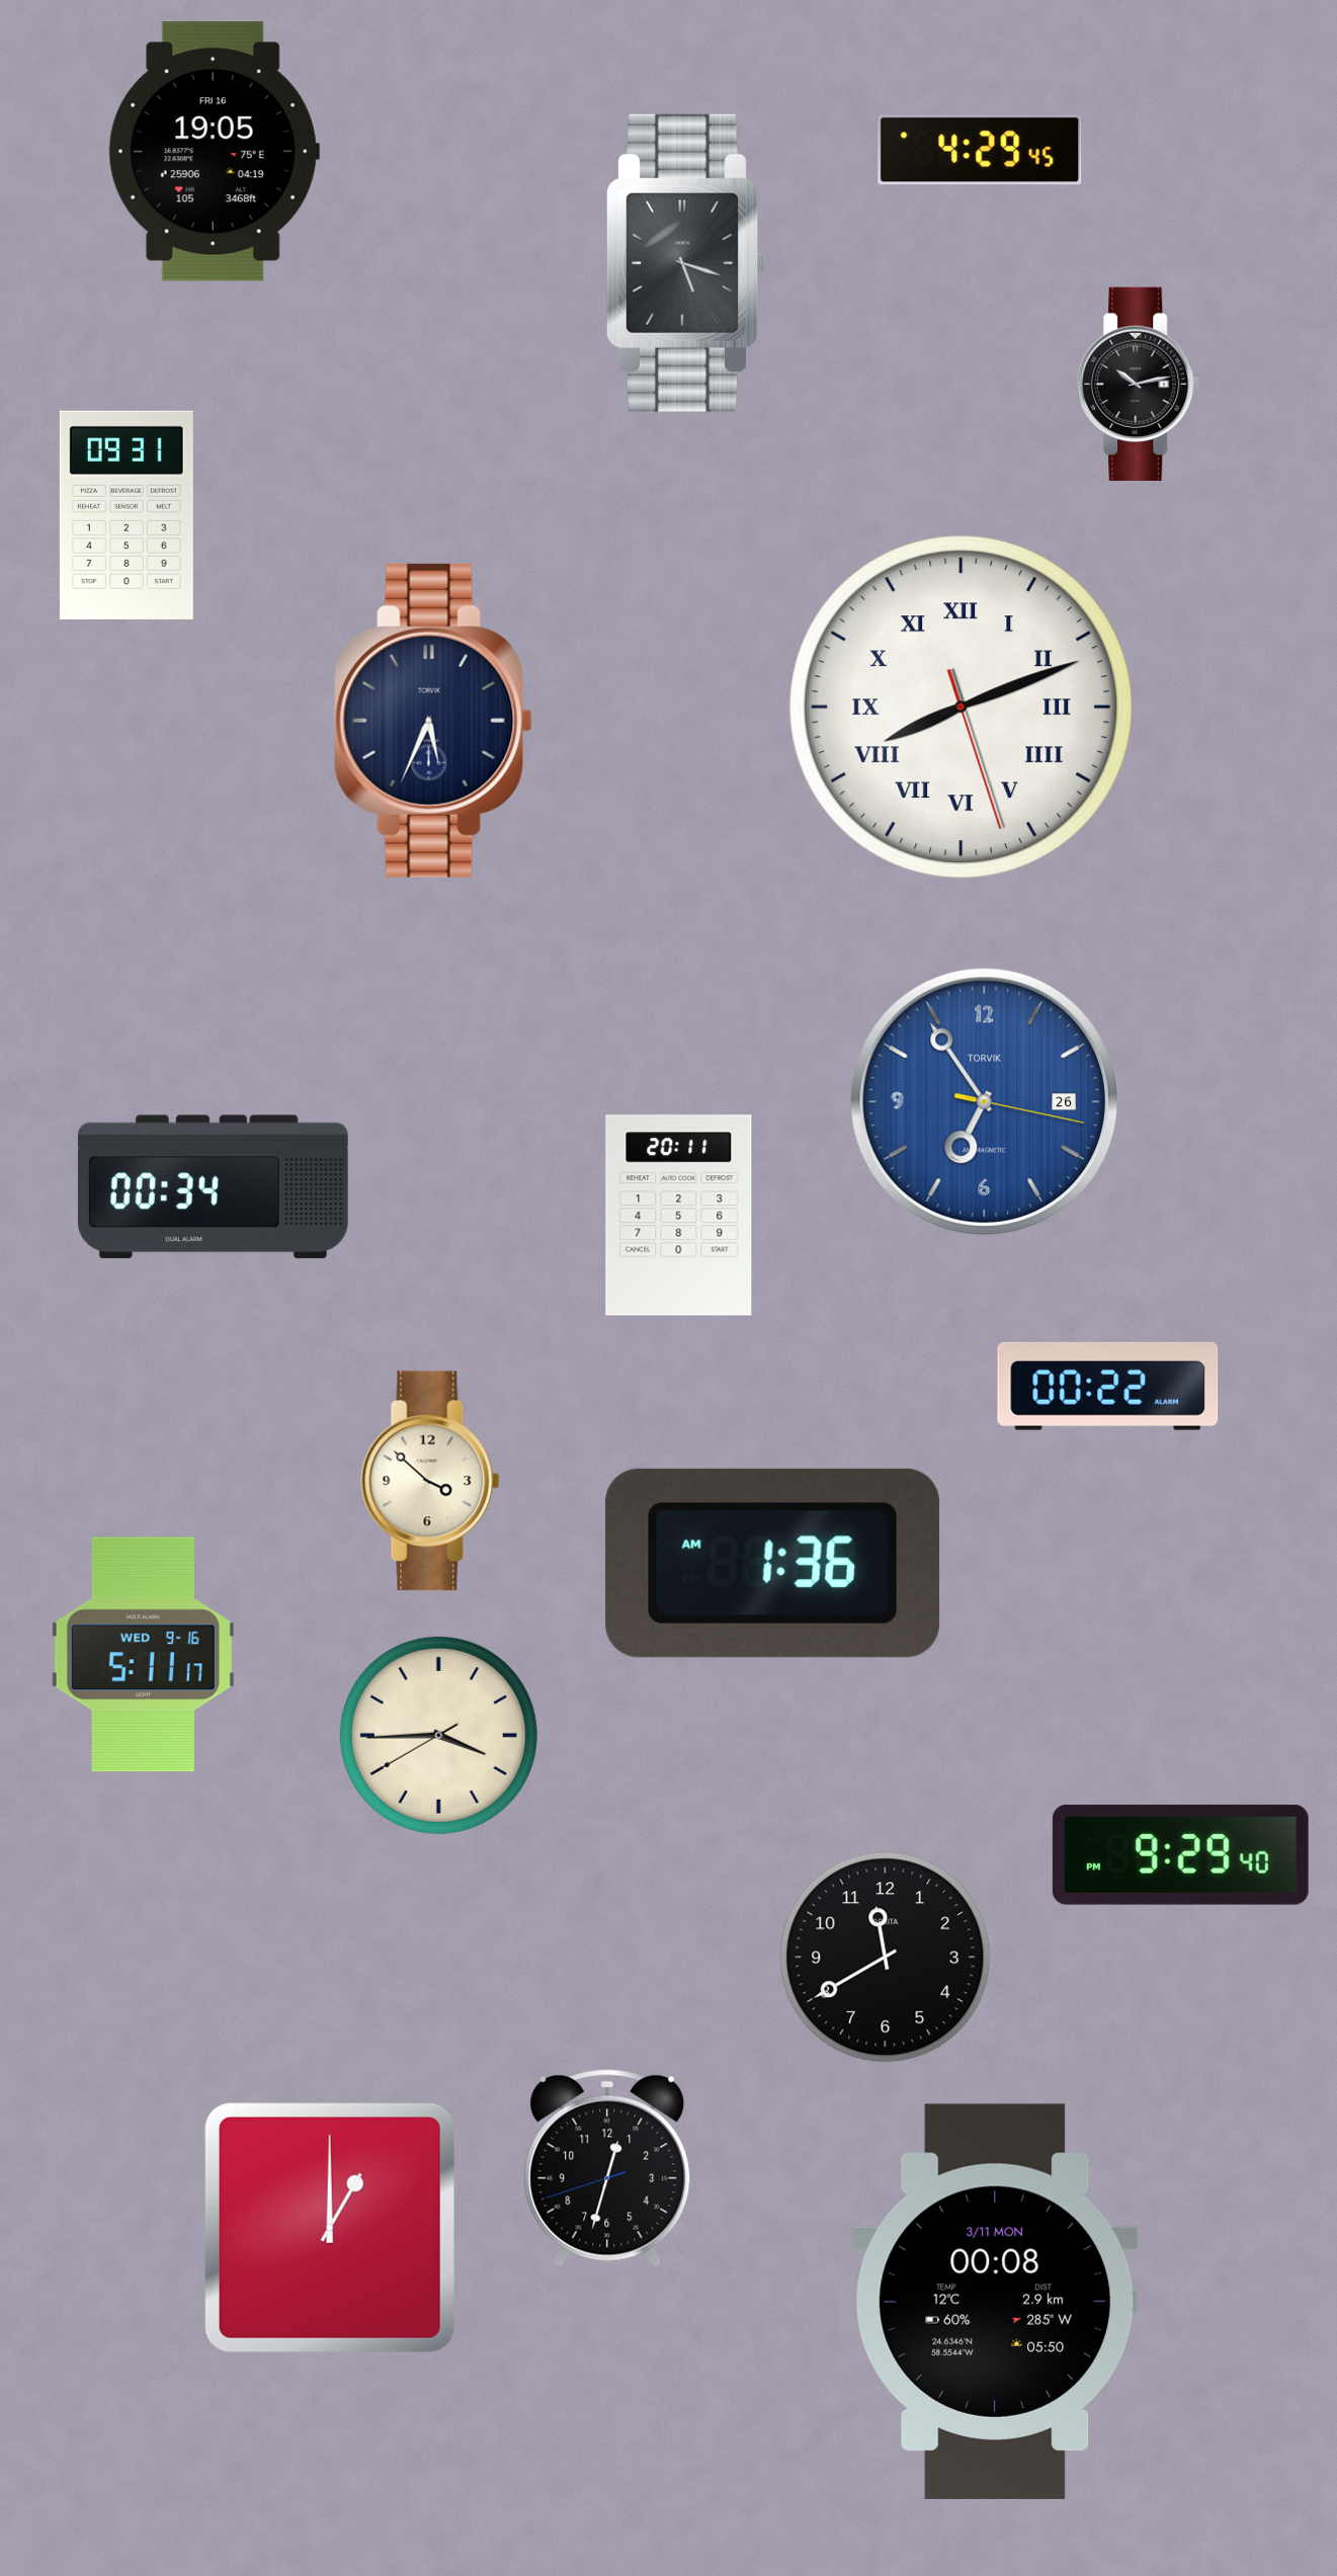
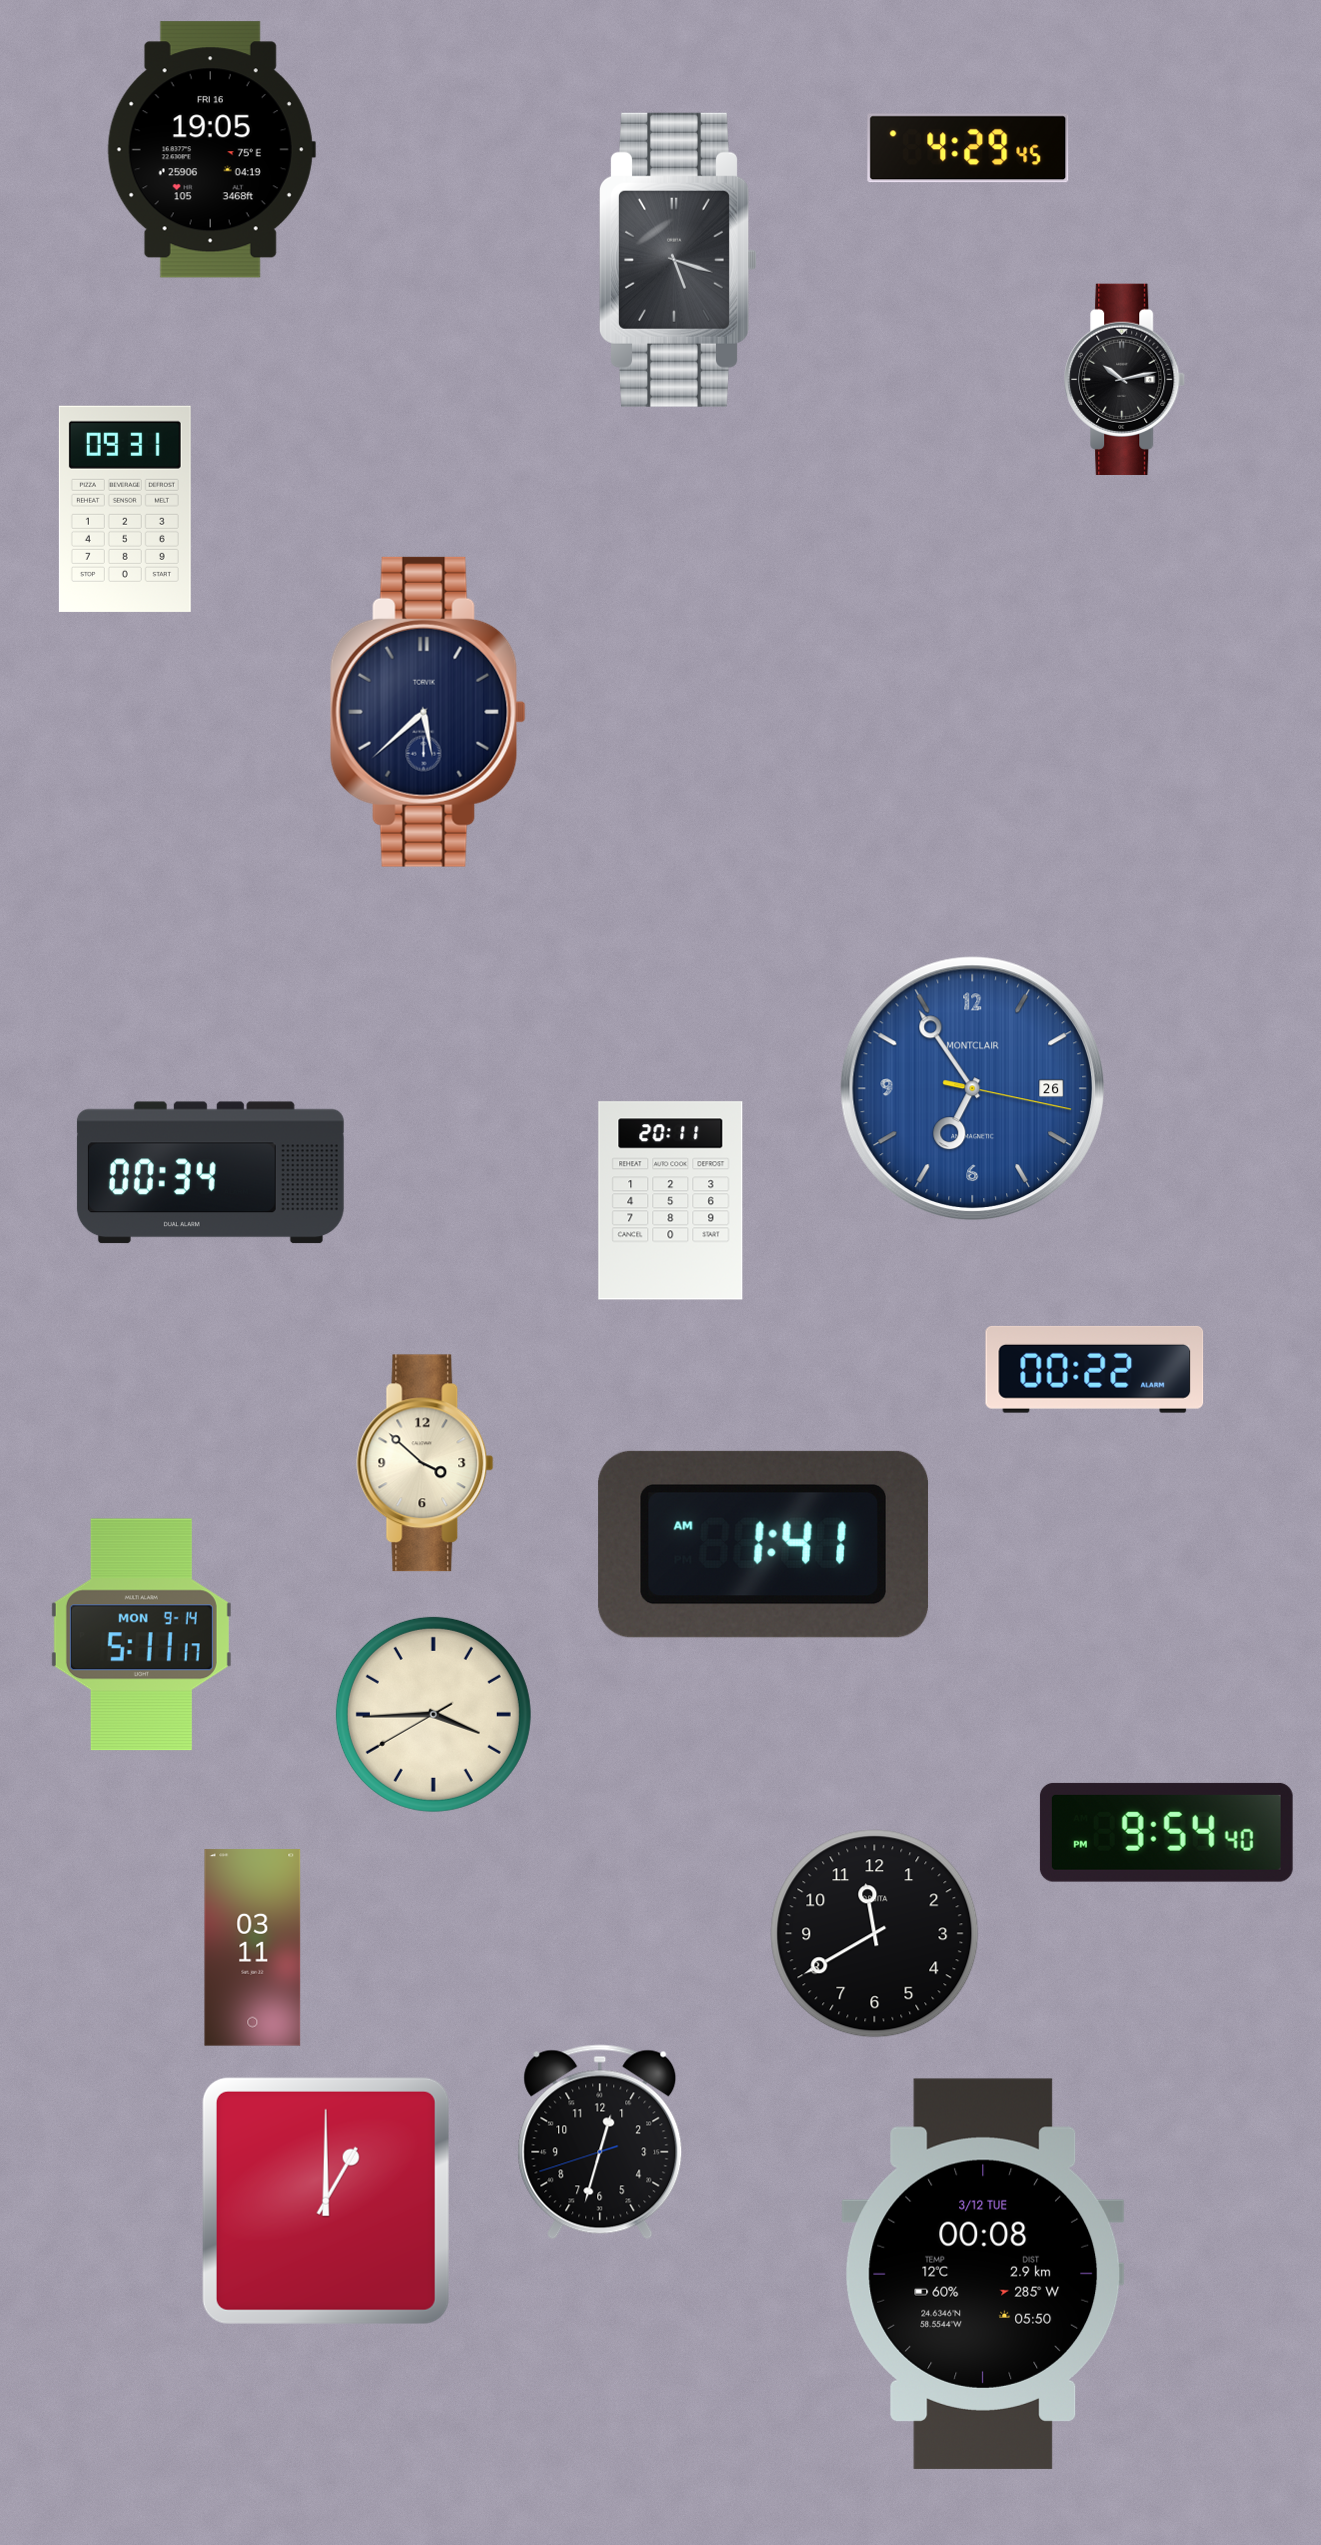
clock at (962, 708): 8:11 -> none
clock at (433, 721): 5:34 -> 5:38
clock at (984, 1101) brand: TORVIK -> MONTCLAIR
clock at (773, 1563): 1:36 -> 1:41
clock at (143, 1655) date: WED 9-16 -> MON 9-14
clock at (1180, 1854): 9:29 -> 9:54
clock at (253, 1948): none -> 03:11
clock at (995, 2302) date: 3/11 MON -> 3/12 TUE
